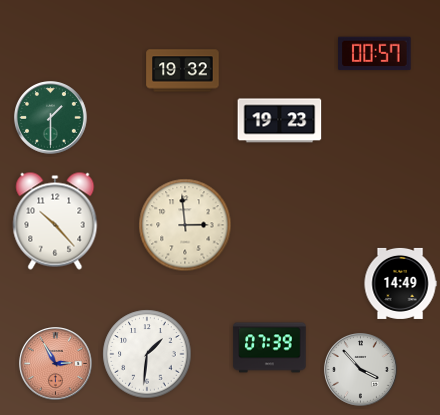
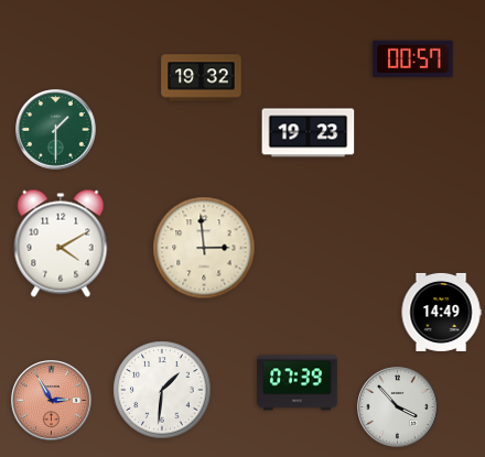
clock at (55, 221): 10:23 -> 4:10
clock at (56, 364) position: (56, 364) -> (52, 401)
